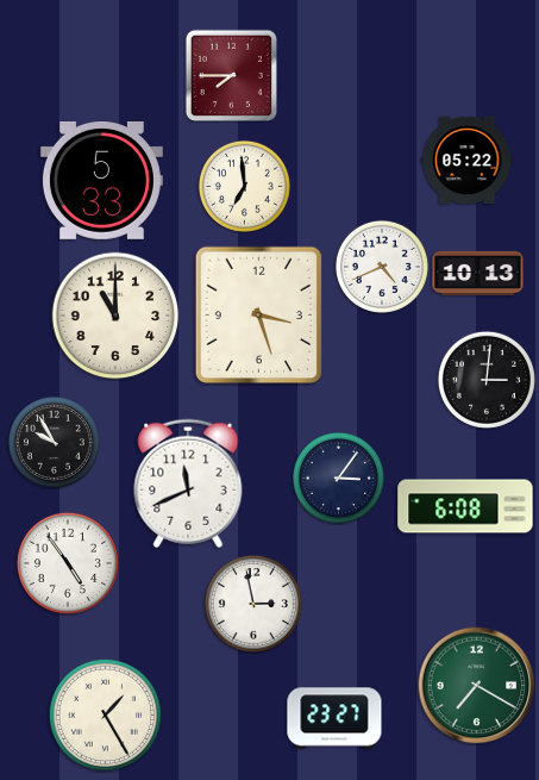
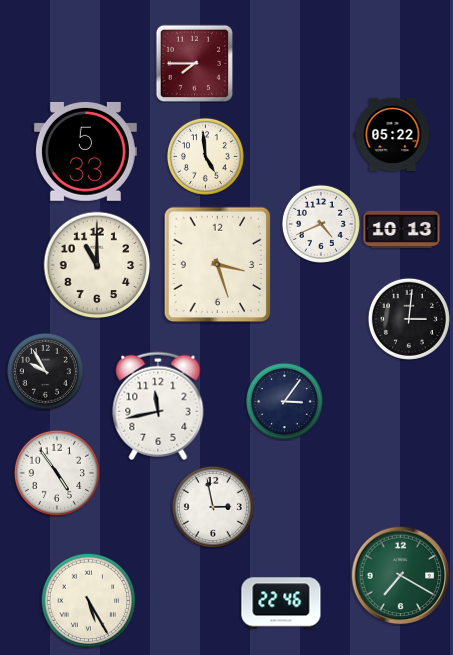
clock at (244, 186): 6:59 -> 4:59
clock at (188, 483): 11:41 -> 11:43
clock at (465, 506): 6:08 -> none
clock at (105, 715): 1:25 -> 5:25
clock at (334, 718): 23:27 -> 22:46
